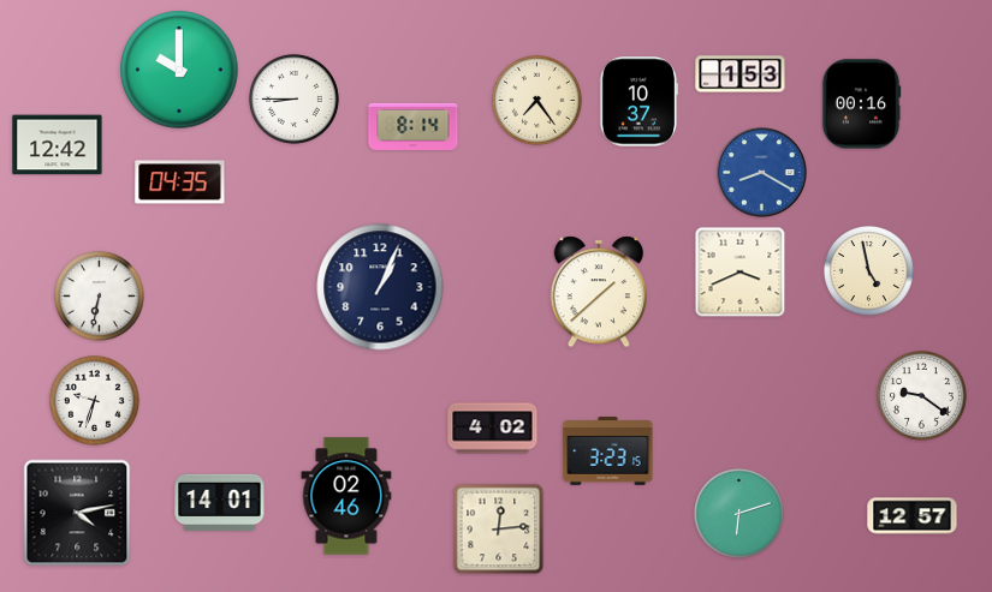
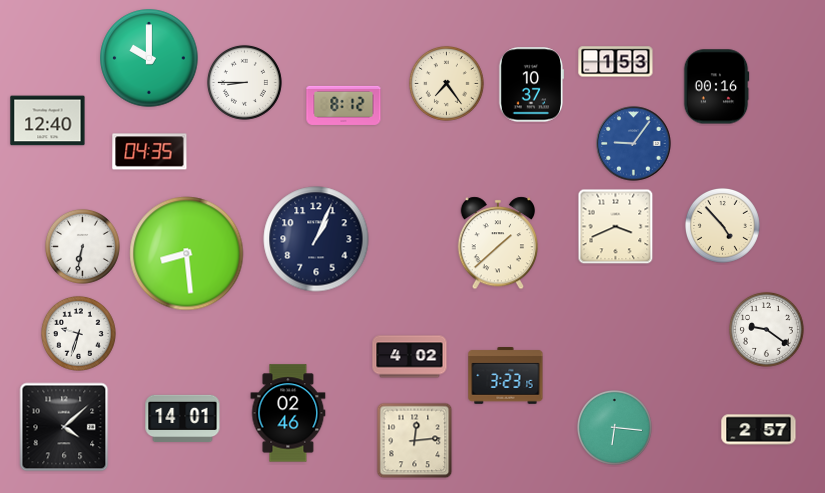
clock at (414, 126): 8:14 -> 8:12
clock at (58, 145): 12:42 -> 12:40
clock at (762, 173): 8:20 -> 9:06
clock at (868, 270): 4:58 -> 4:53
clock at (187, 254): none -> 8:29
clock at (77, 513): 4:13 -> 4:08
clock at (738, 513): 6:12 -> 6:16
clock at (913, 516): 12:57 -> 2:57
